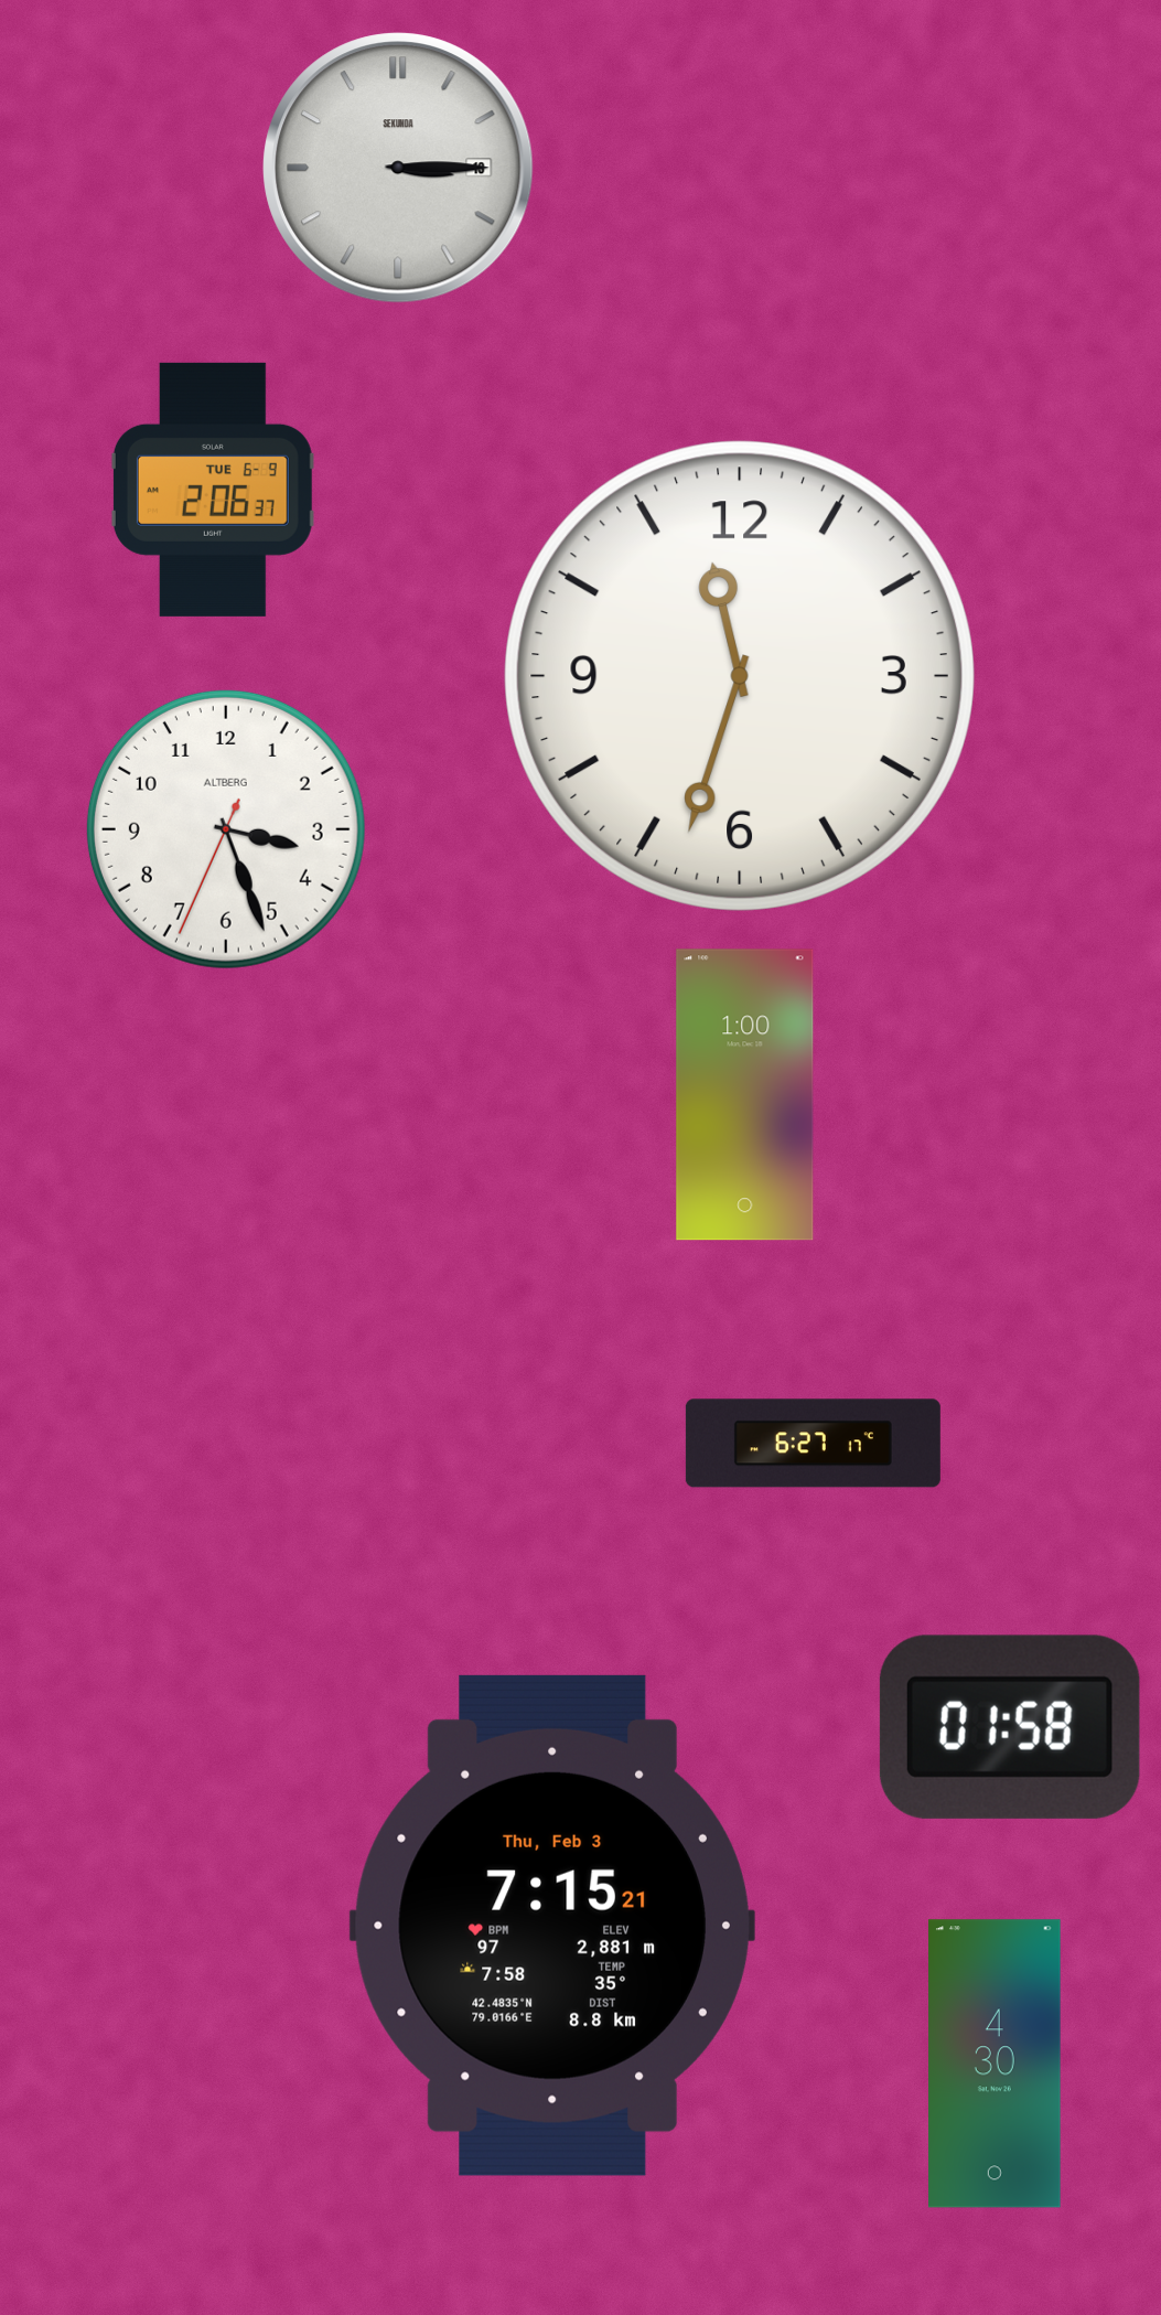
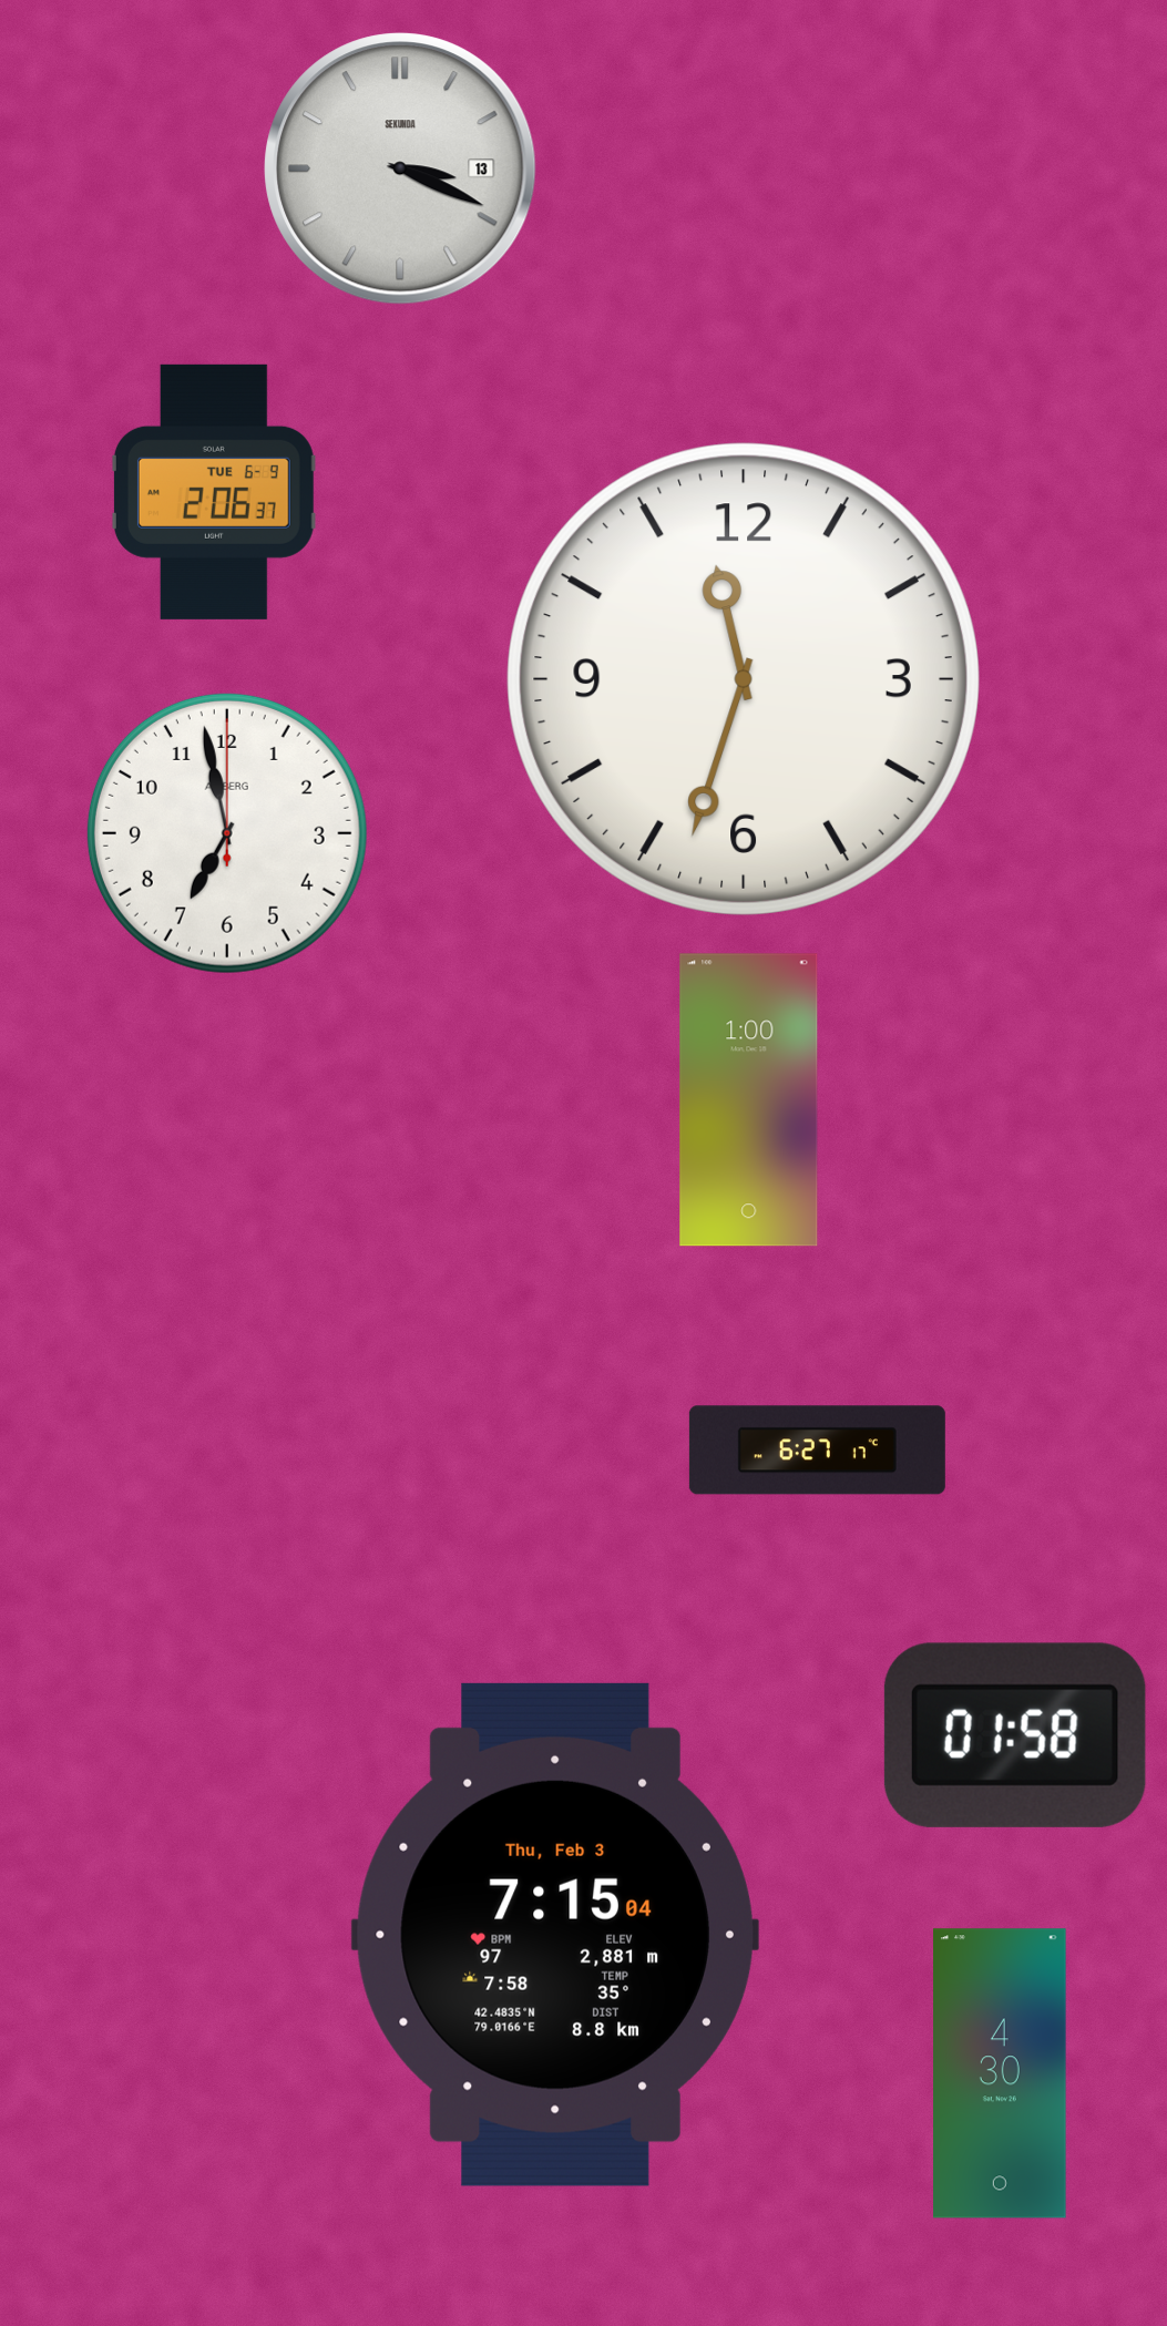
clock at (398, 168): 3:15 -> 3:19
clock at (226, 829): 3:26 -> 6:58
clock at (552, 1926): 7:15:21 -> 7:15:04
